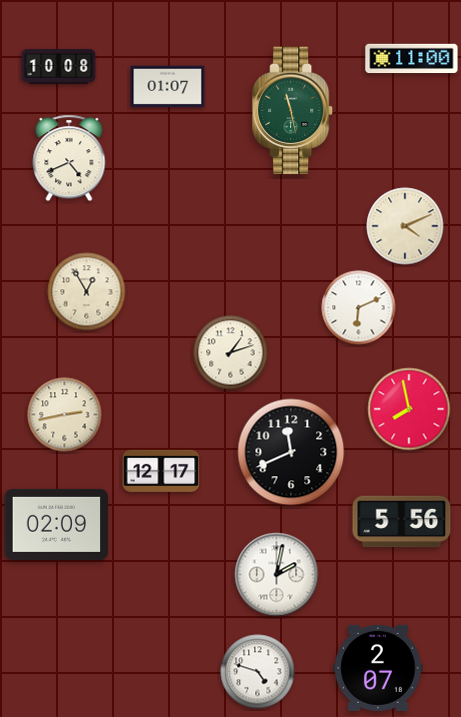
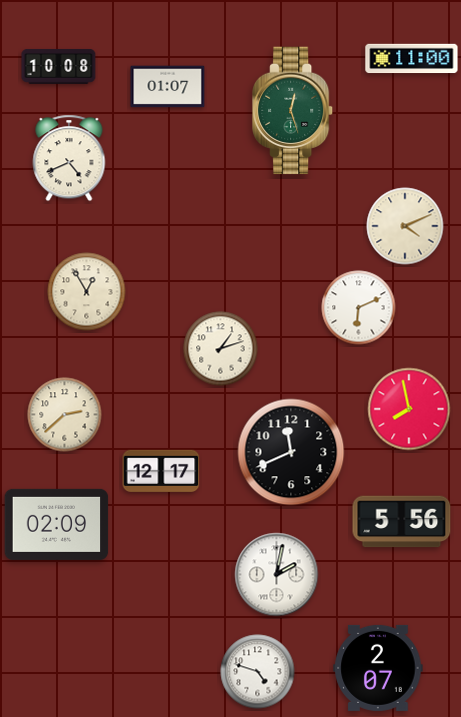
clock at (293, 111): 11:28 -> 12:27
clock at (231, 353) position: (231, 353) -> (221, 349)
clock at (65, 415): 2:43 -> 2:38
